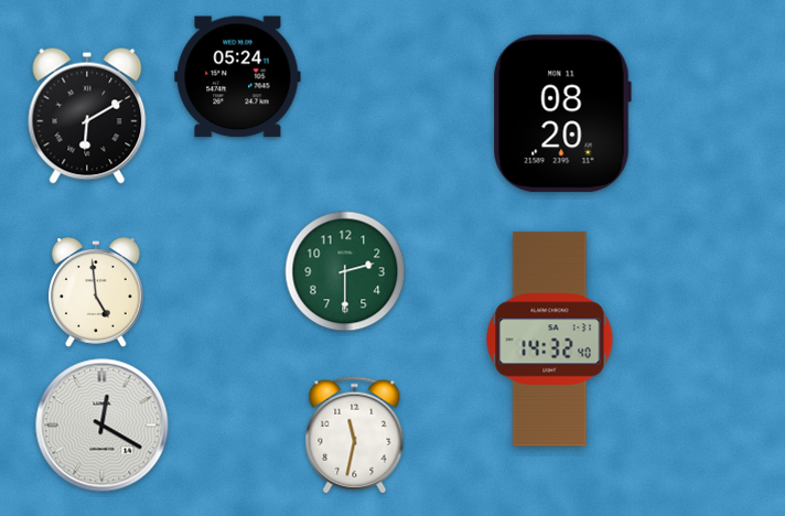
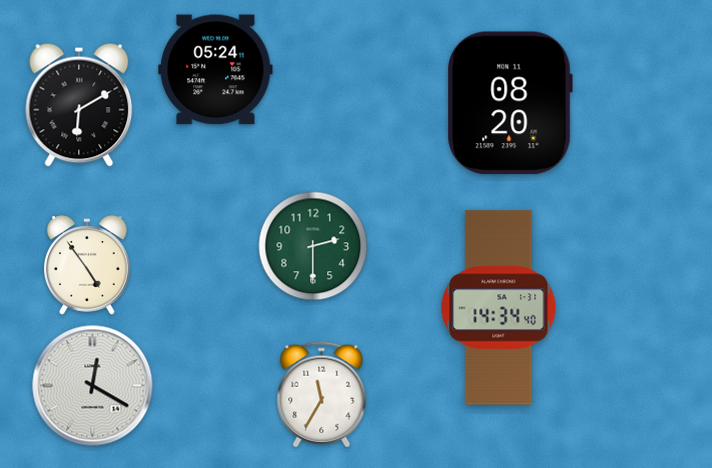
clock at (97, 292): 4:59 -> 4:54
clock at (550, 340): 14:32 -> 14:34
clock at (355, 436): 11:32 -> 11:35
